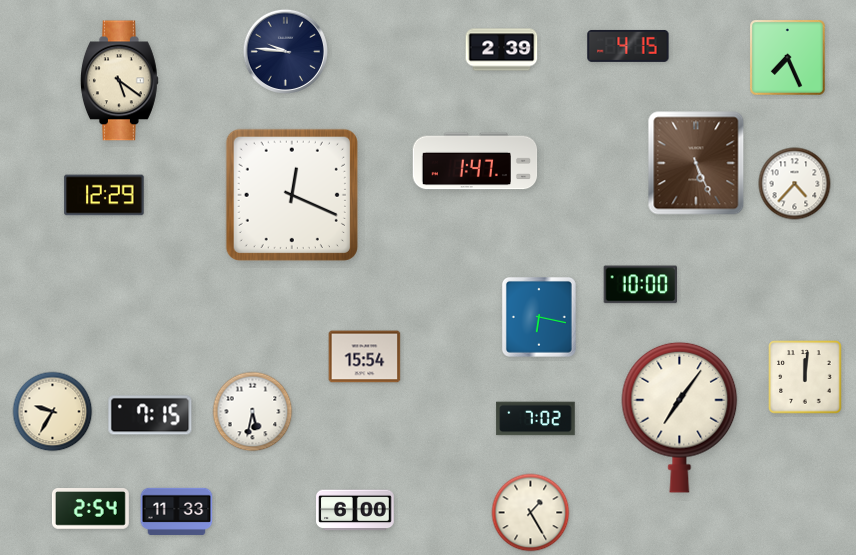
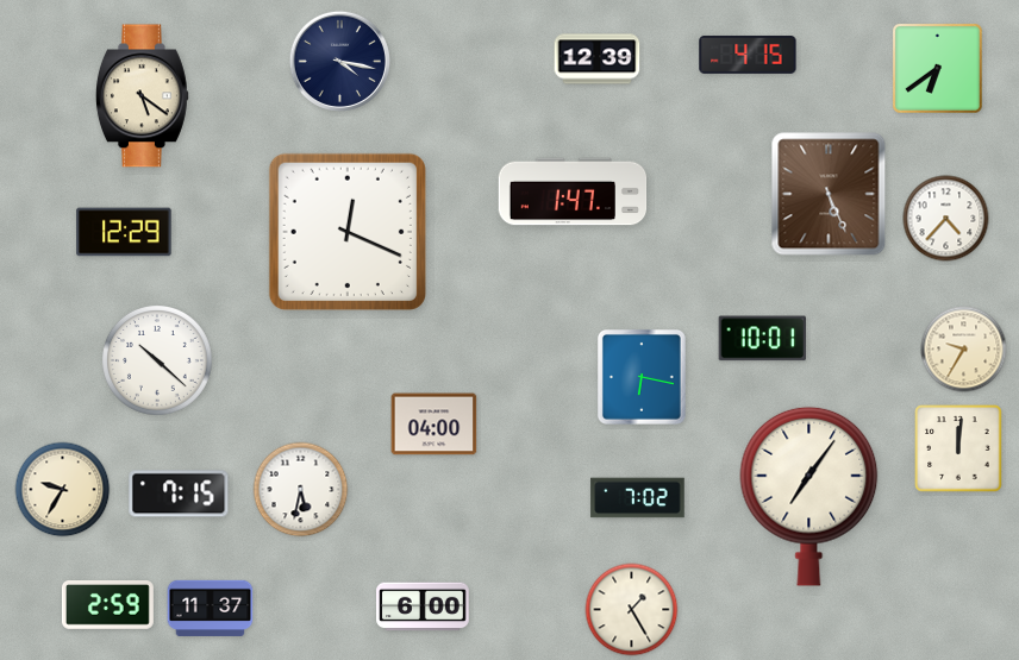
clock at (502, 50): 2:39 -> 12:39
clock at (285, 51): 9:46 -> 4:17
clock at (787, 57): 7:26 -> 6:39
clock at (475, 161) position: (475, 161) -> (573, 191)
clock at (640, 285): 10:00 -> 10:01
clock at (964, 350): none -> 9:35
clock at (158, 362): none -> 10:22
clock at (365, 357): 15:54 -> 04:00
clock at (90, 509): 2:54 -> 2:59
clock at (177, 511): 11:33 -> 11:37
